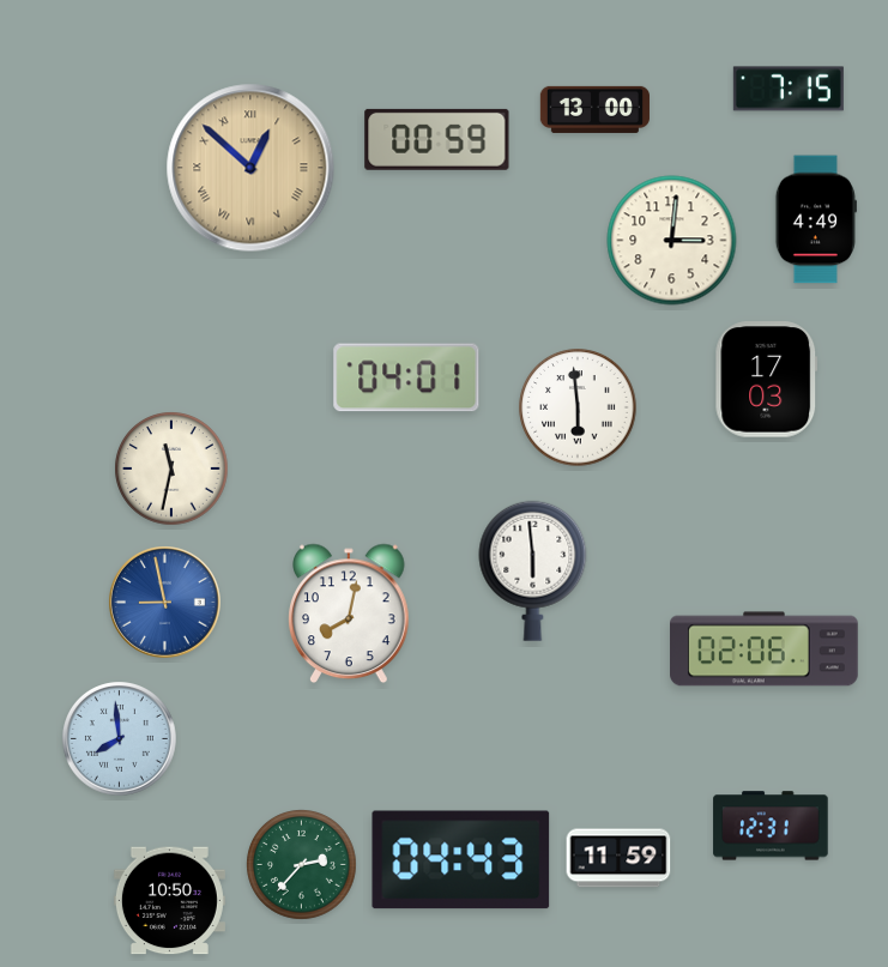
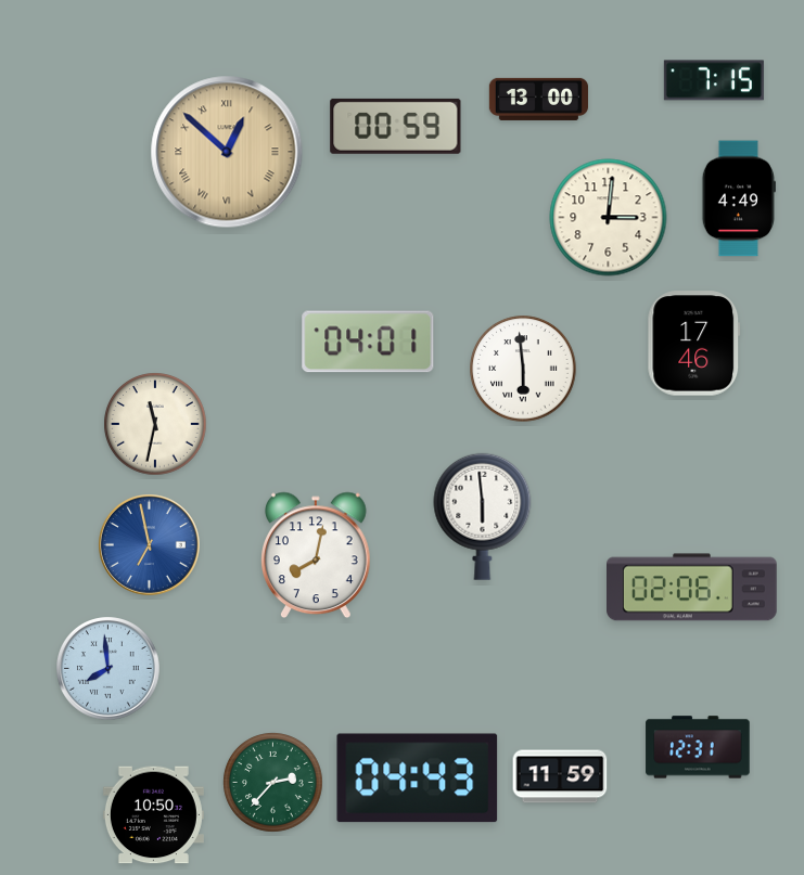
clock at (767, 380): 17:03 -> 17:46
clock at (165, 603): 8:58 -> 6:58
